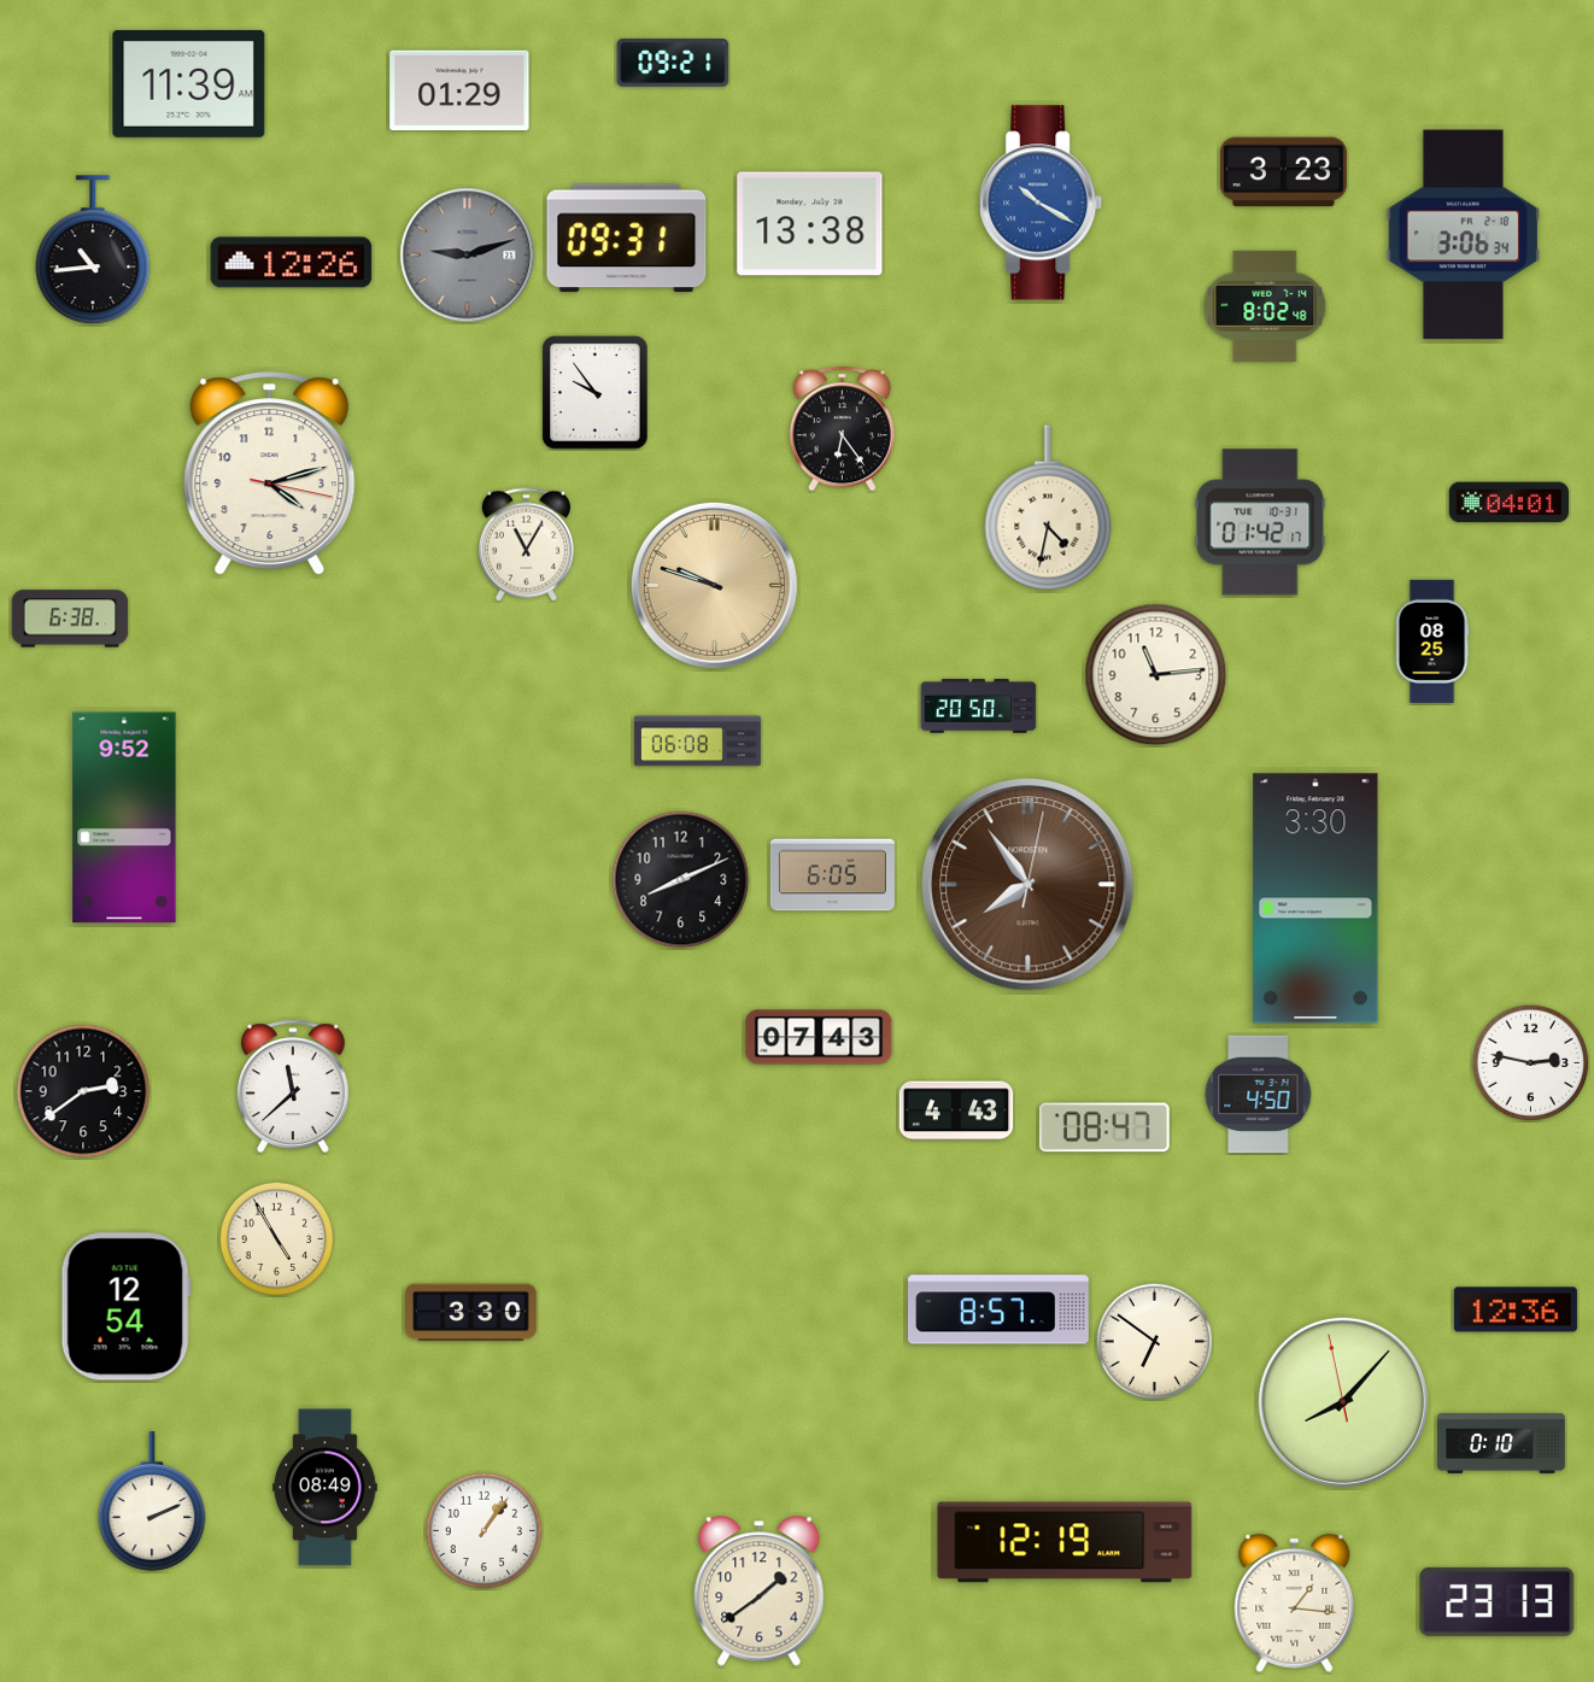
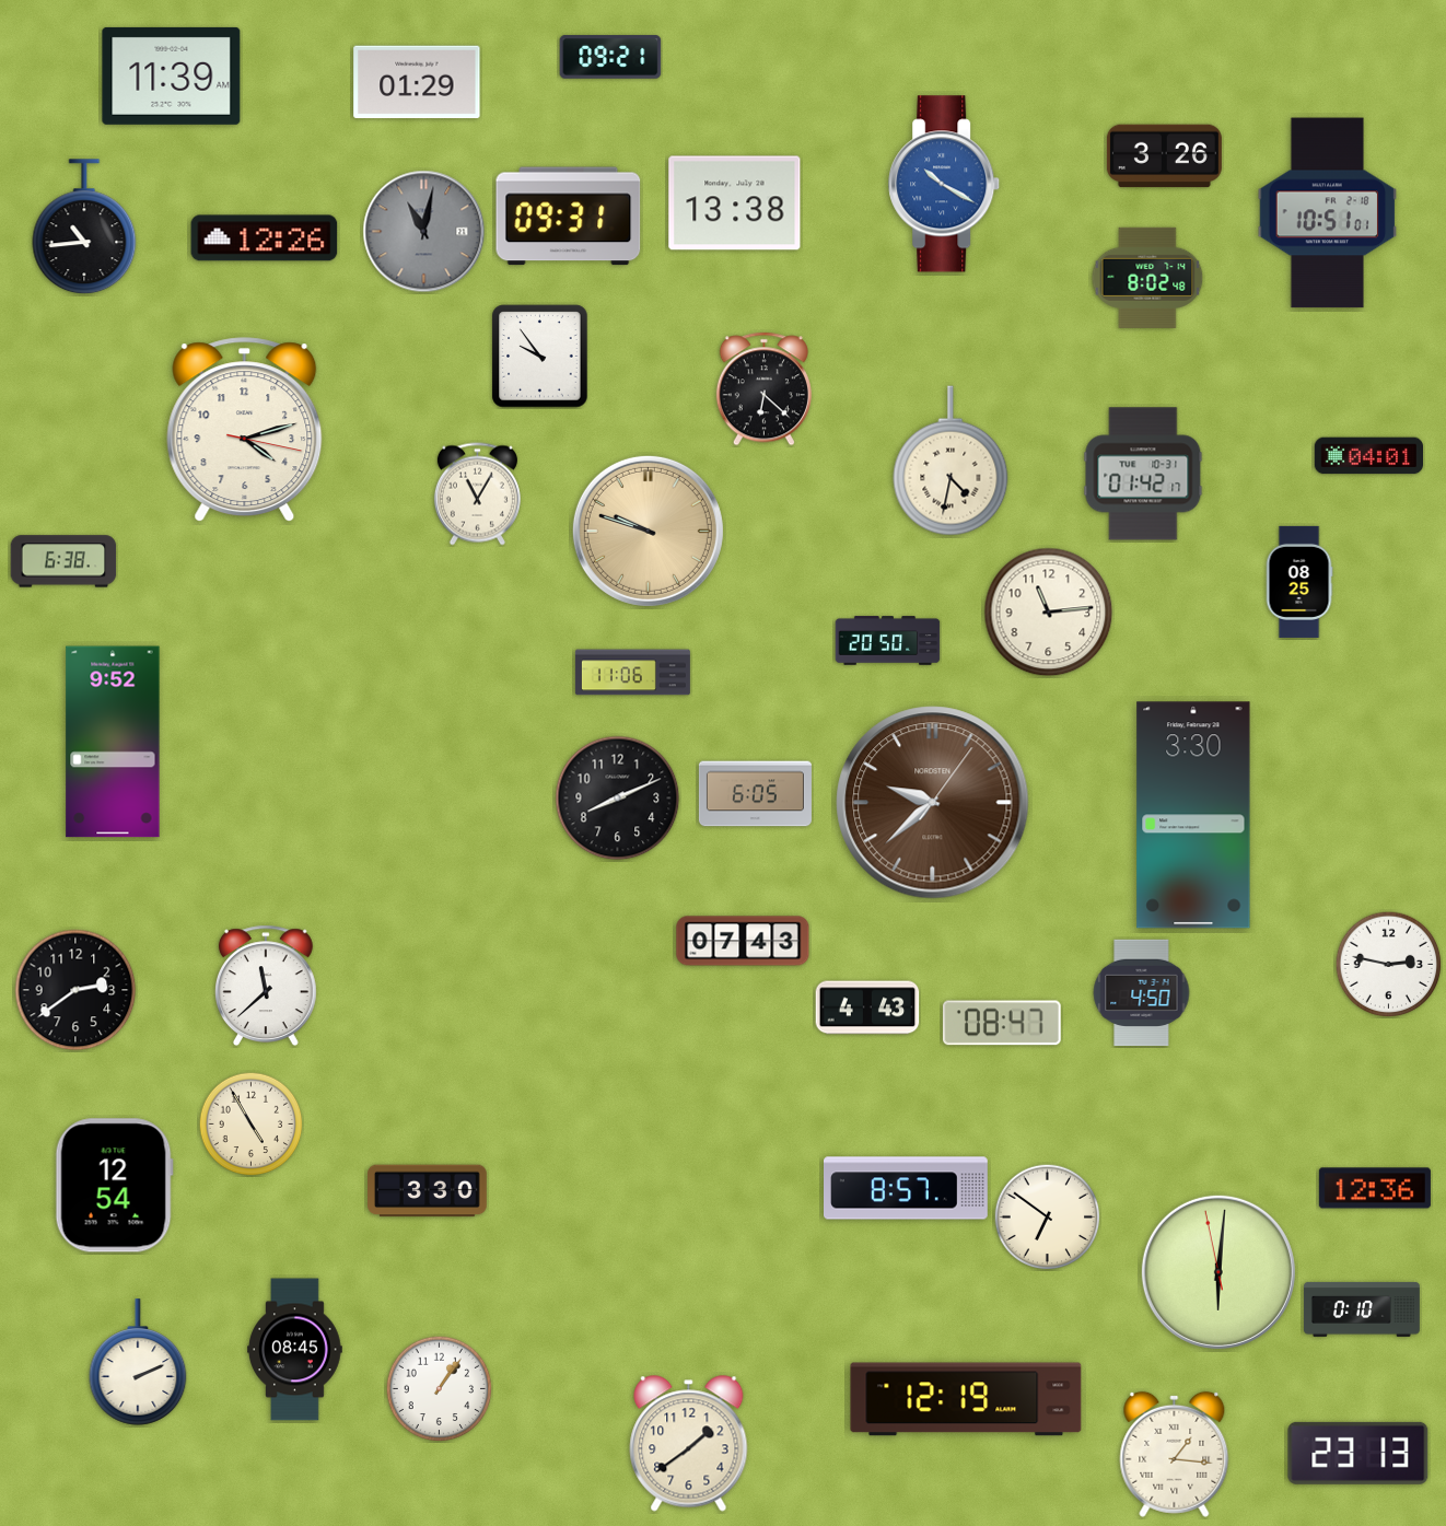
clock at (1283, 172): 3:23 -> 3:26
clock at (1464, 235): 3:06 -> 10:51
clock at (468, 256): 9:12 -> 11:02
clock at (842, 429): 6:24 -> 6:22
clock at (697, 742): 06:08 -> 11:06
clock at (1029, 885): 7:54 -> 9:38
clock at (1343, 1402): 8:06 -> 6:00
clock at (326, 1488): 08:49 -> 08:45
